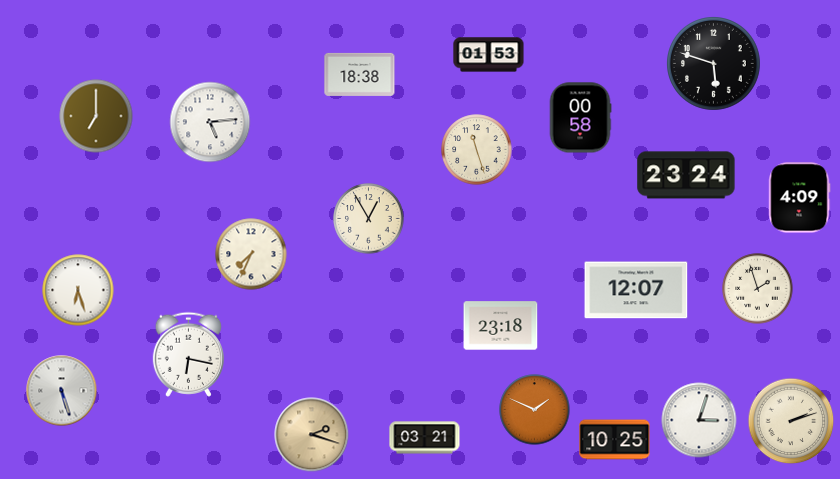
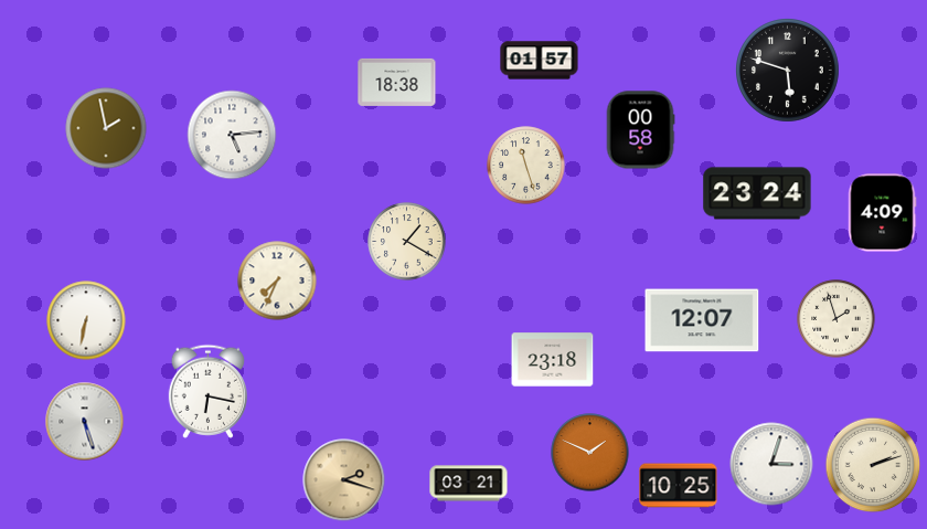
clock at (489, 55): 01:53 -> 01:57
clock at (96, 116): 7:00 -> 1:58
clock at (800, 198) position: (800, 198) -> (883, 213)
clock at (369, 219): 12:55 -> 1:20
clock at (78, 290): 6:27 -> 6:32
clock at (62, 391) position: (62, 391) -> (85, 422)
